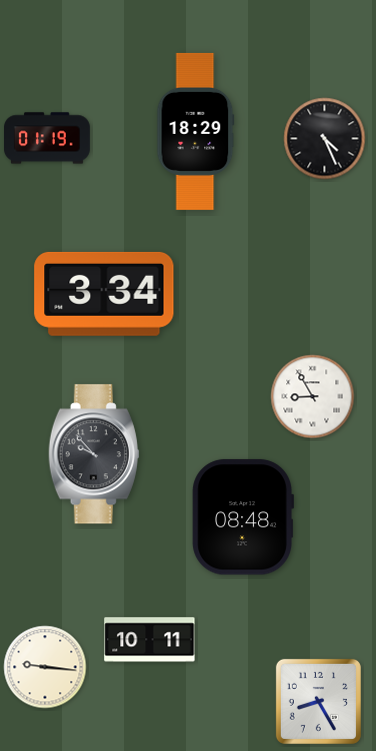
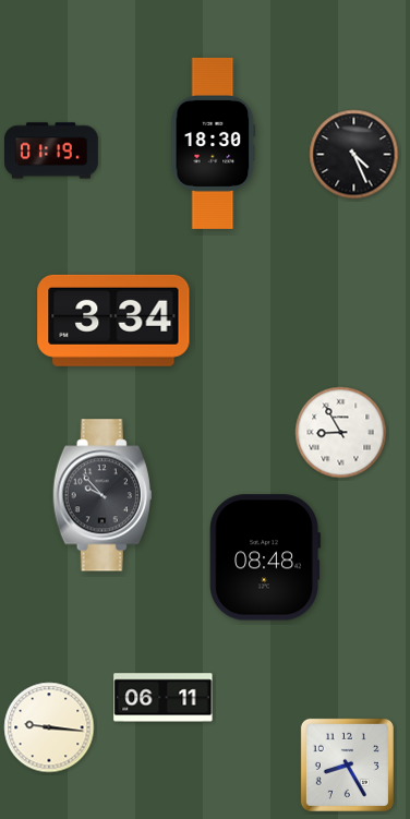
clock at (196, 131): 18:29 -> 18:30
clock at (325, 139) position: (325, 139) -> (354, 155)
clock at (242, 517) position: (242, 517) -> (264, 557)
clock at (150, 640): 10:11 -> 06:11
